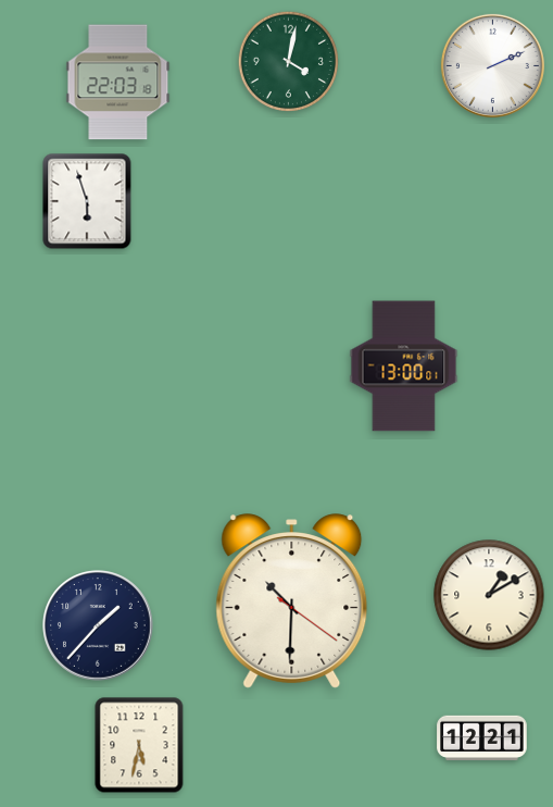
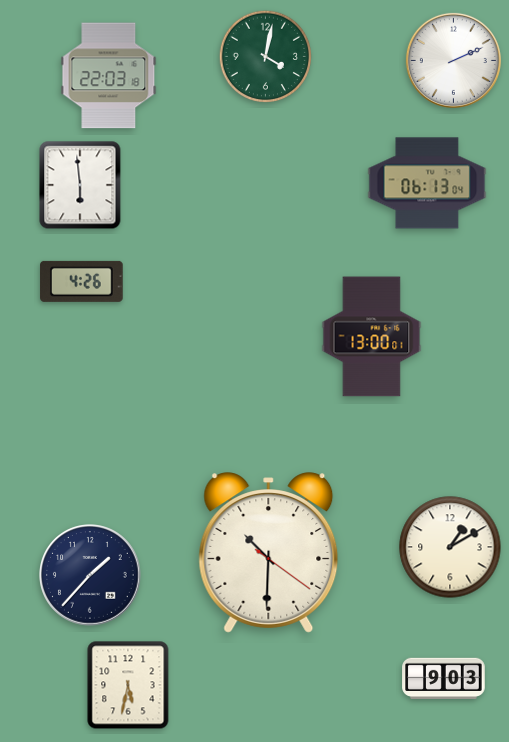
clock at (427, 183): none -> 06:13
clock at (87, 201): 5:57 -> 5:59
clock at (82, 281): none -> 4:26
clock at (482, 737): 12:21 -> 9:03
